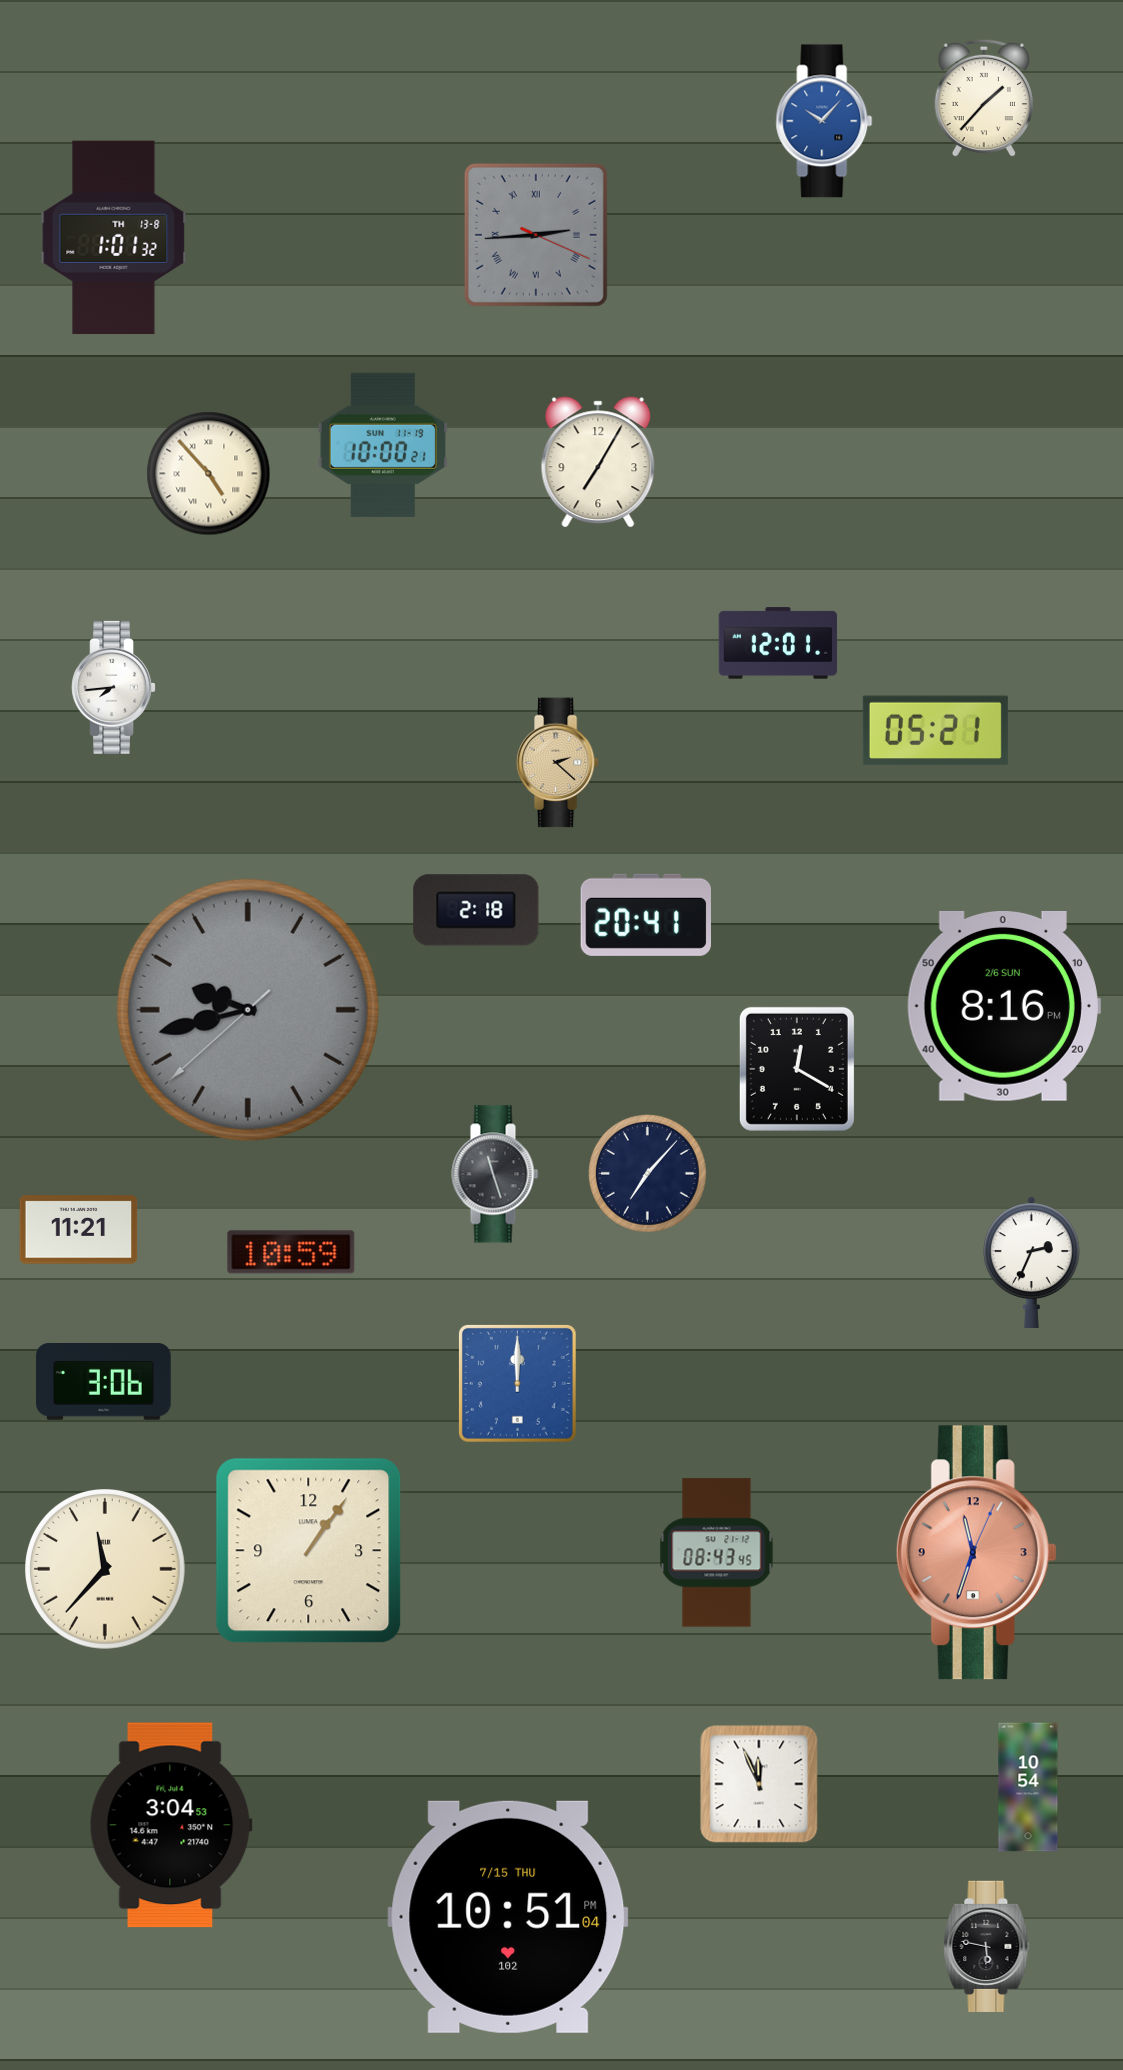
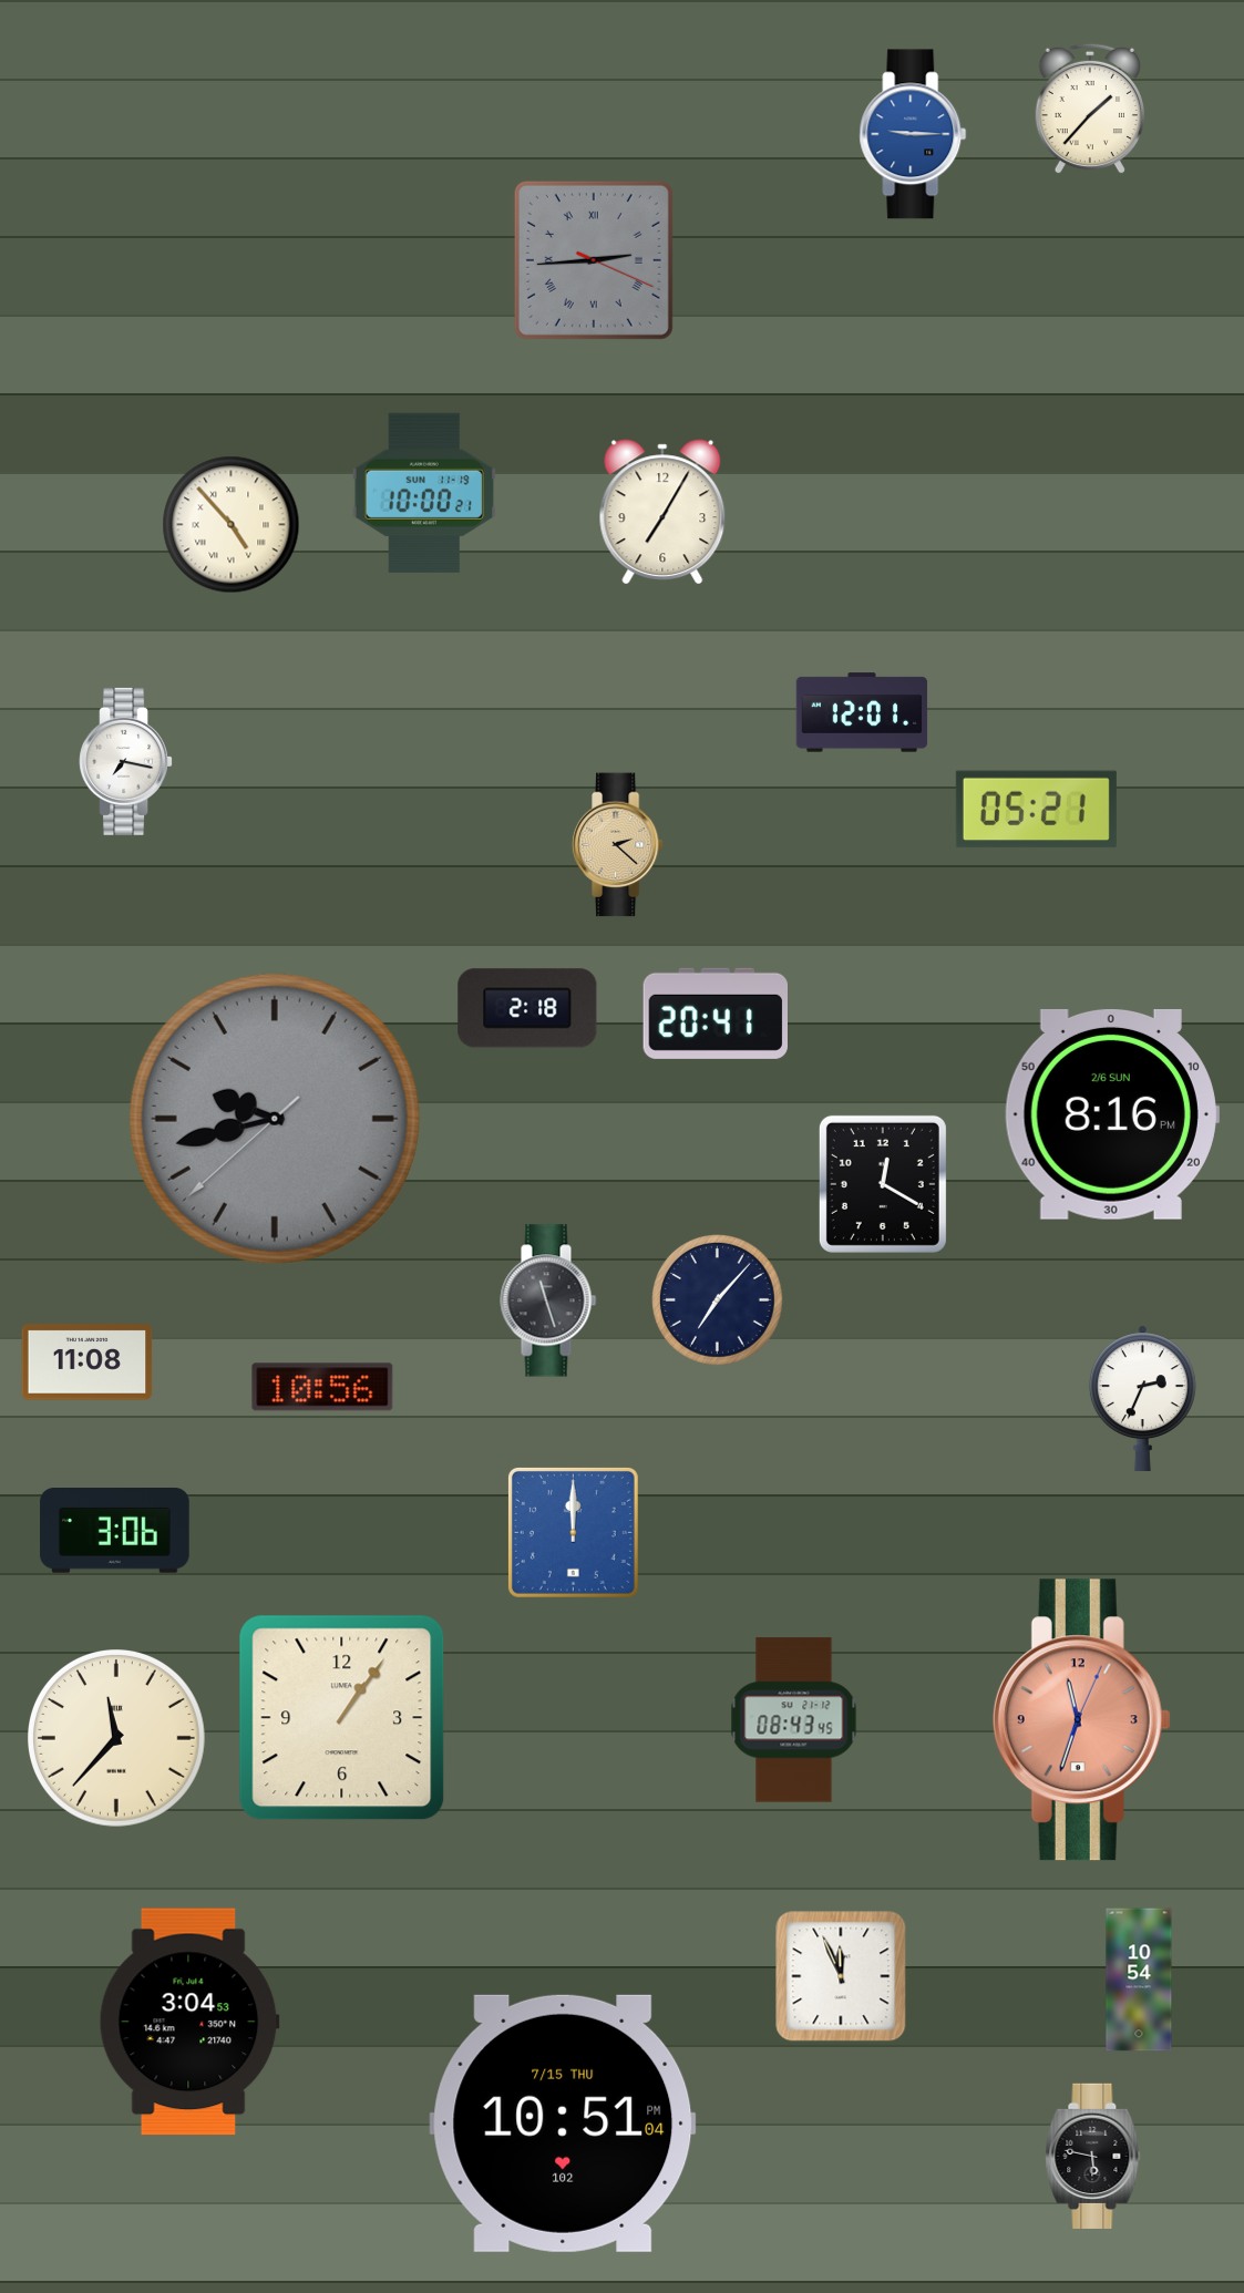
clock at (824, 121): 10:07 -> 9:15
clock at (114, 238): 1:01 -> none
clock at (114, 687): 7:44 -> 7:17
clock at (79, 1230): 11:21 -> 11:08
clock at (291, 1252): 10:59 -> 10:56
